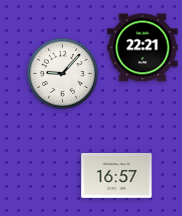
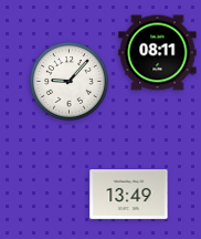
clock at (143, 48): 22:21 -> 08:11
clock at (117, 176): 16:57 -> 13:49
